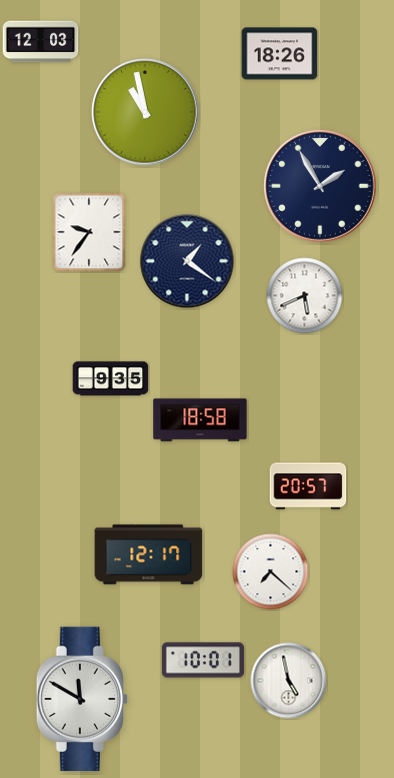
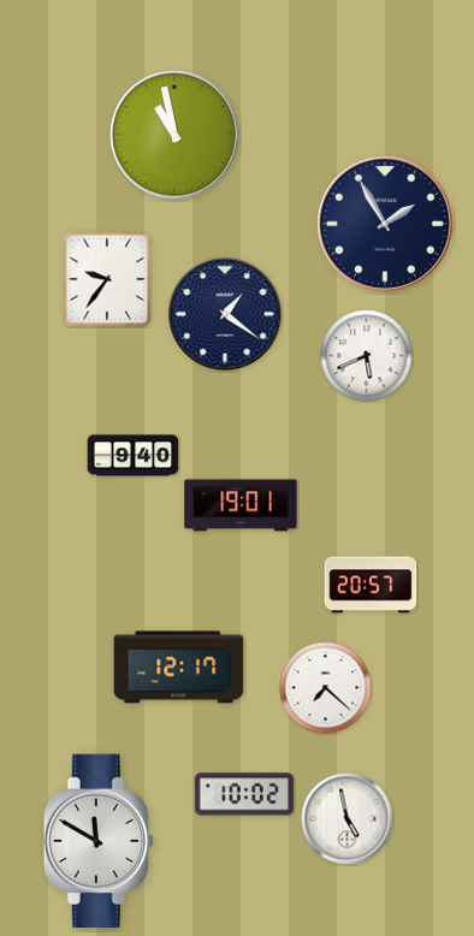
clock at (41, 42): 12:03 -> none
clock at (280, 54): 18:26 -> none
clock at (111, 379): 9:35 -> 9:40
clock at (200, 420): 18:58 -> 19:01
clock at (203, 660): 10:01 -> 10:02
